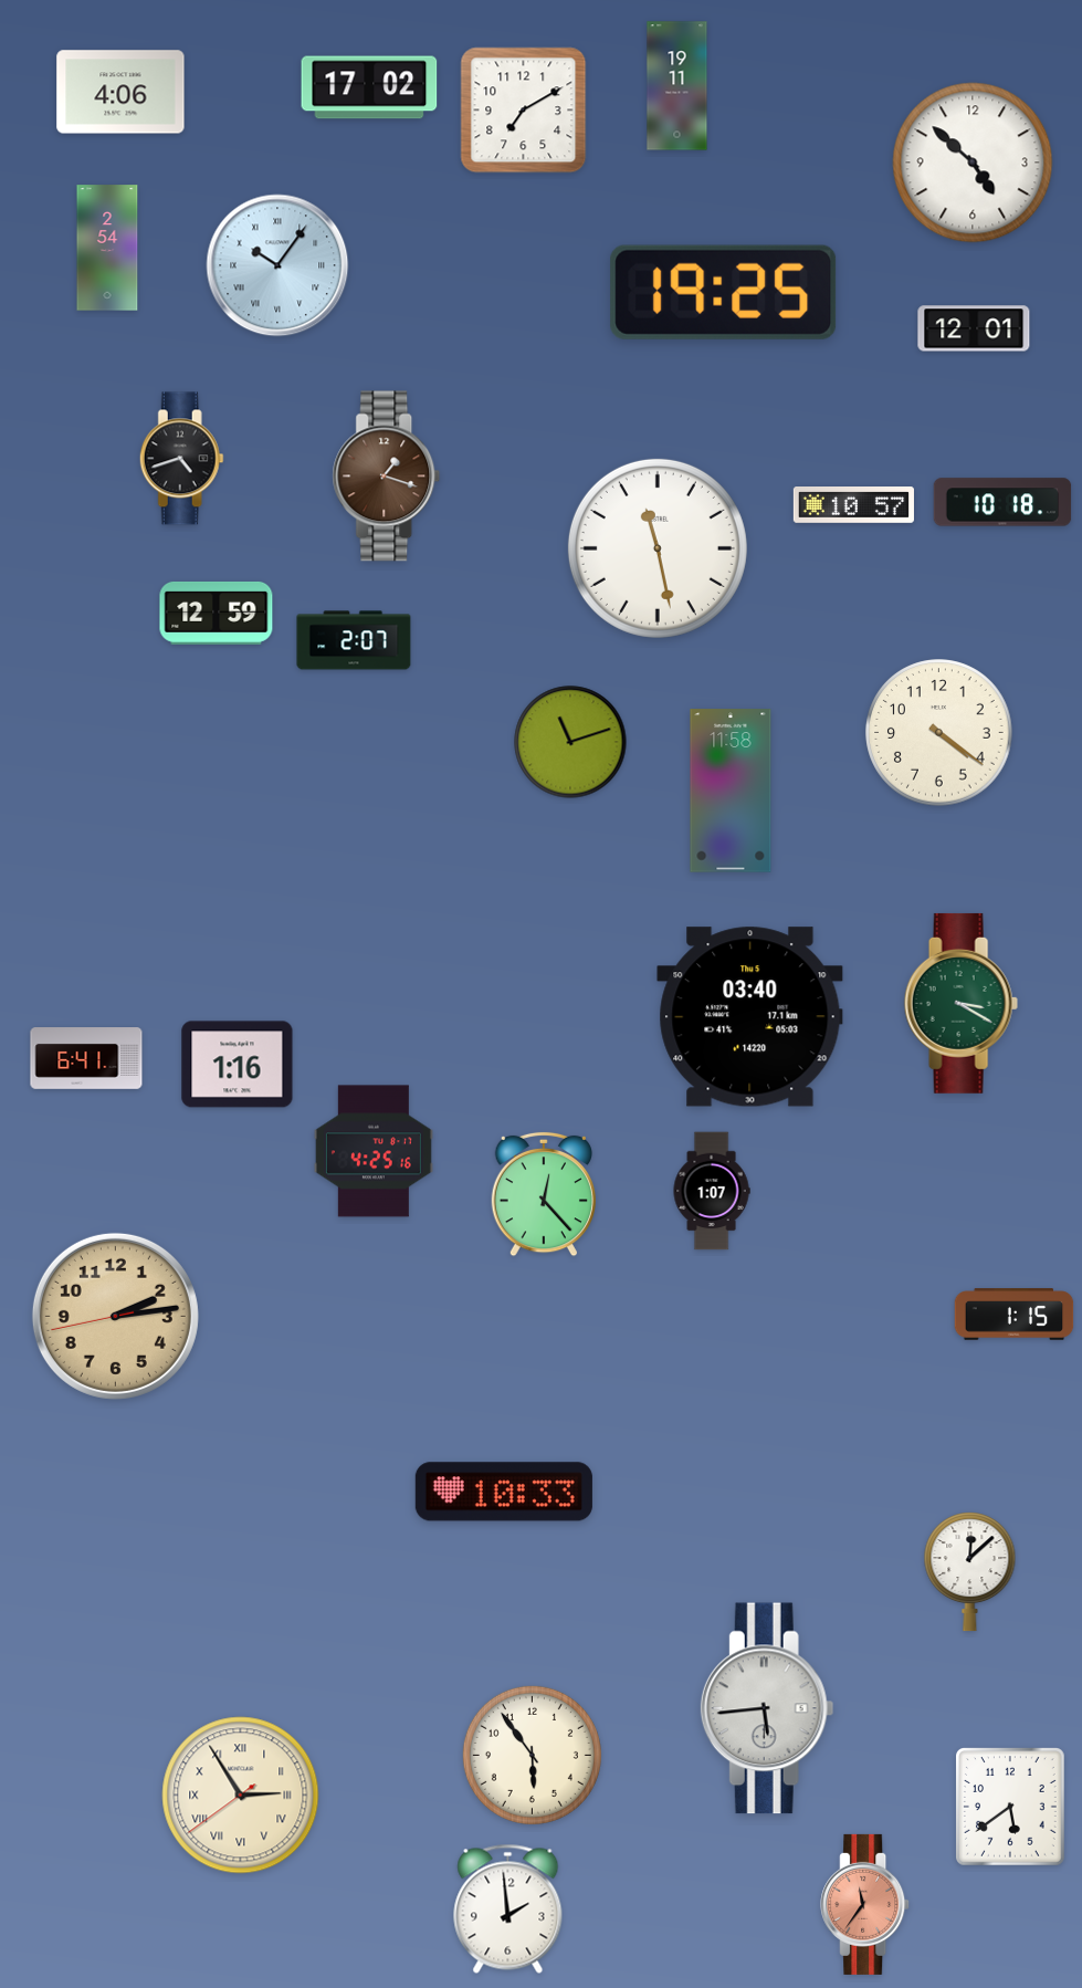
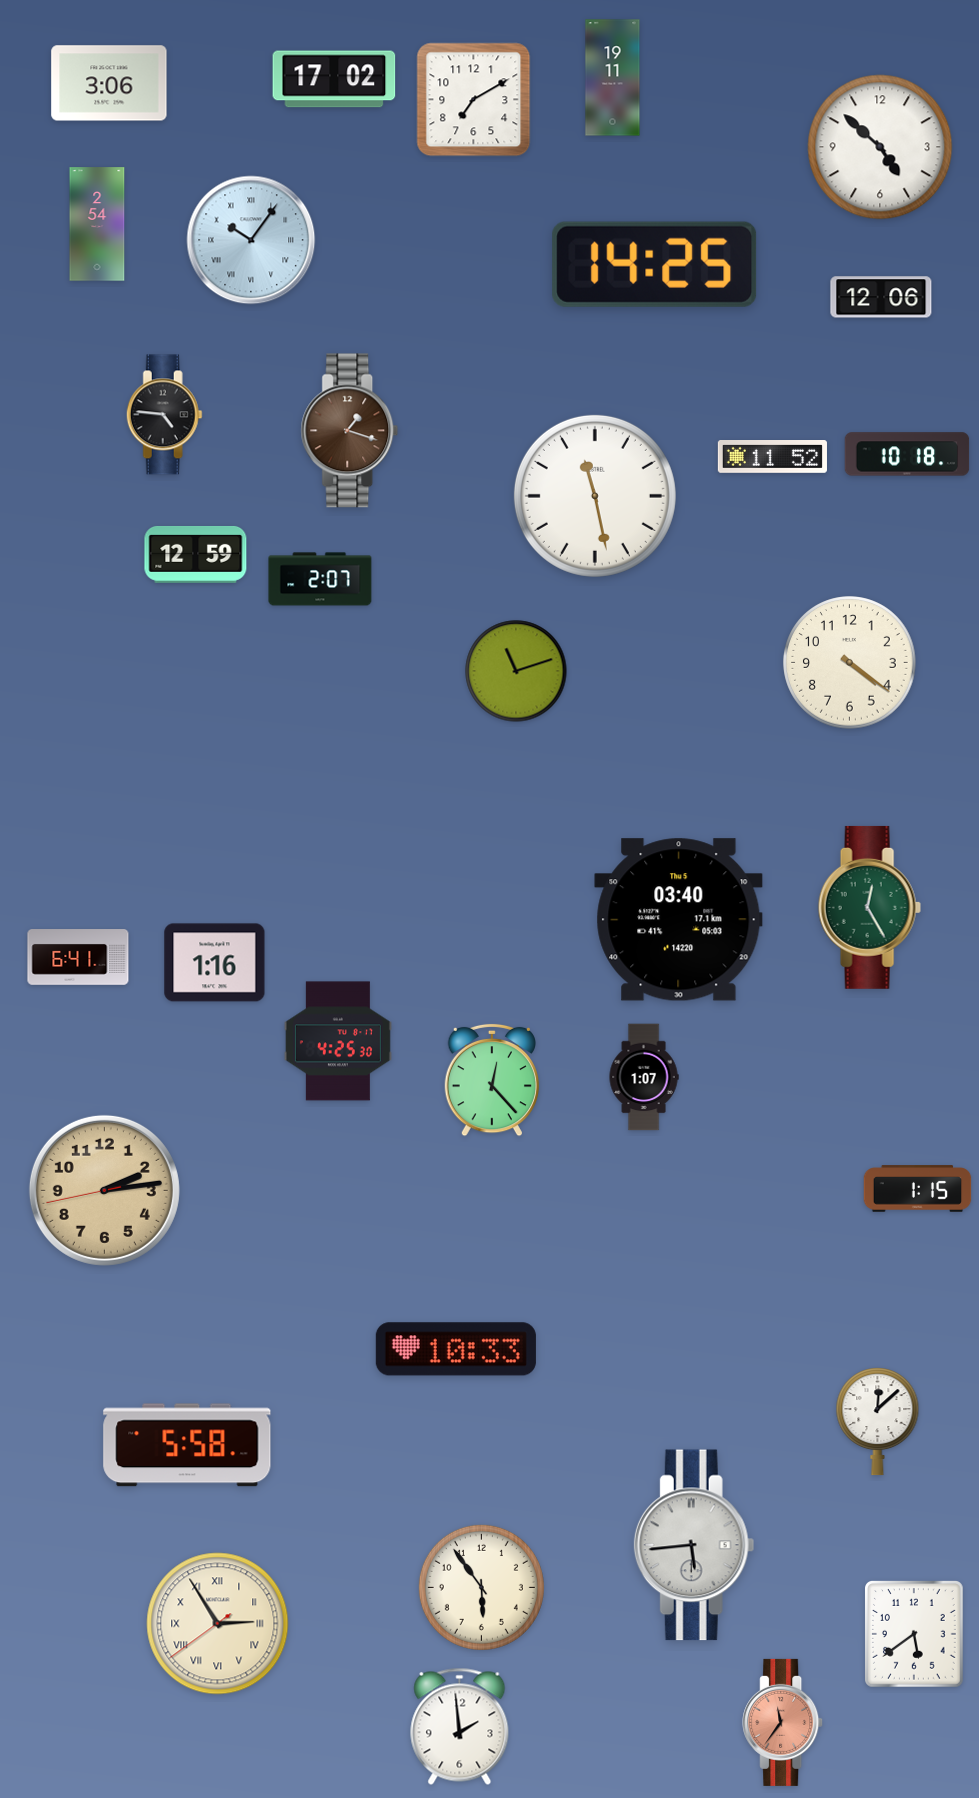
clock at (120, 92): 4:06 -> 3:06
clock at (724, 292): 19:25 -> 14:25
clock at (974, 328): 12:01 -> 12:06
clock at (181, 459): 4:42 -> 4:46
clock at (853, 505): 10:57 -> 11:52
clock at (731, 791): 11:58 -> none
clock at (960, 1003): 3:20 -> 12:25
clock at (374, 1151): 4:25:16 -> 4:25:30
clock at (187, 1445): none -> 5:58
